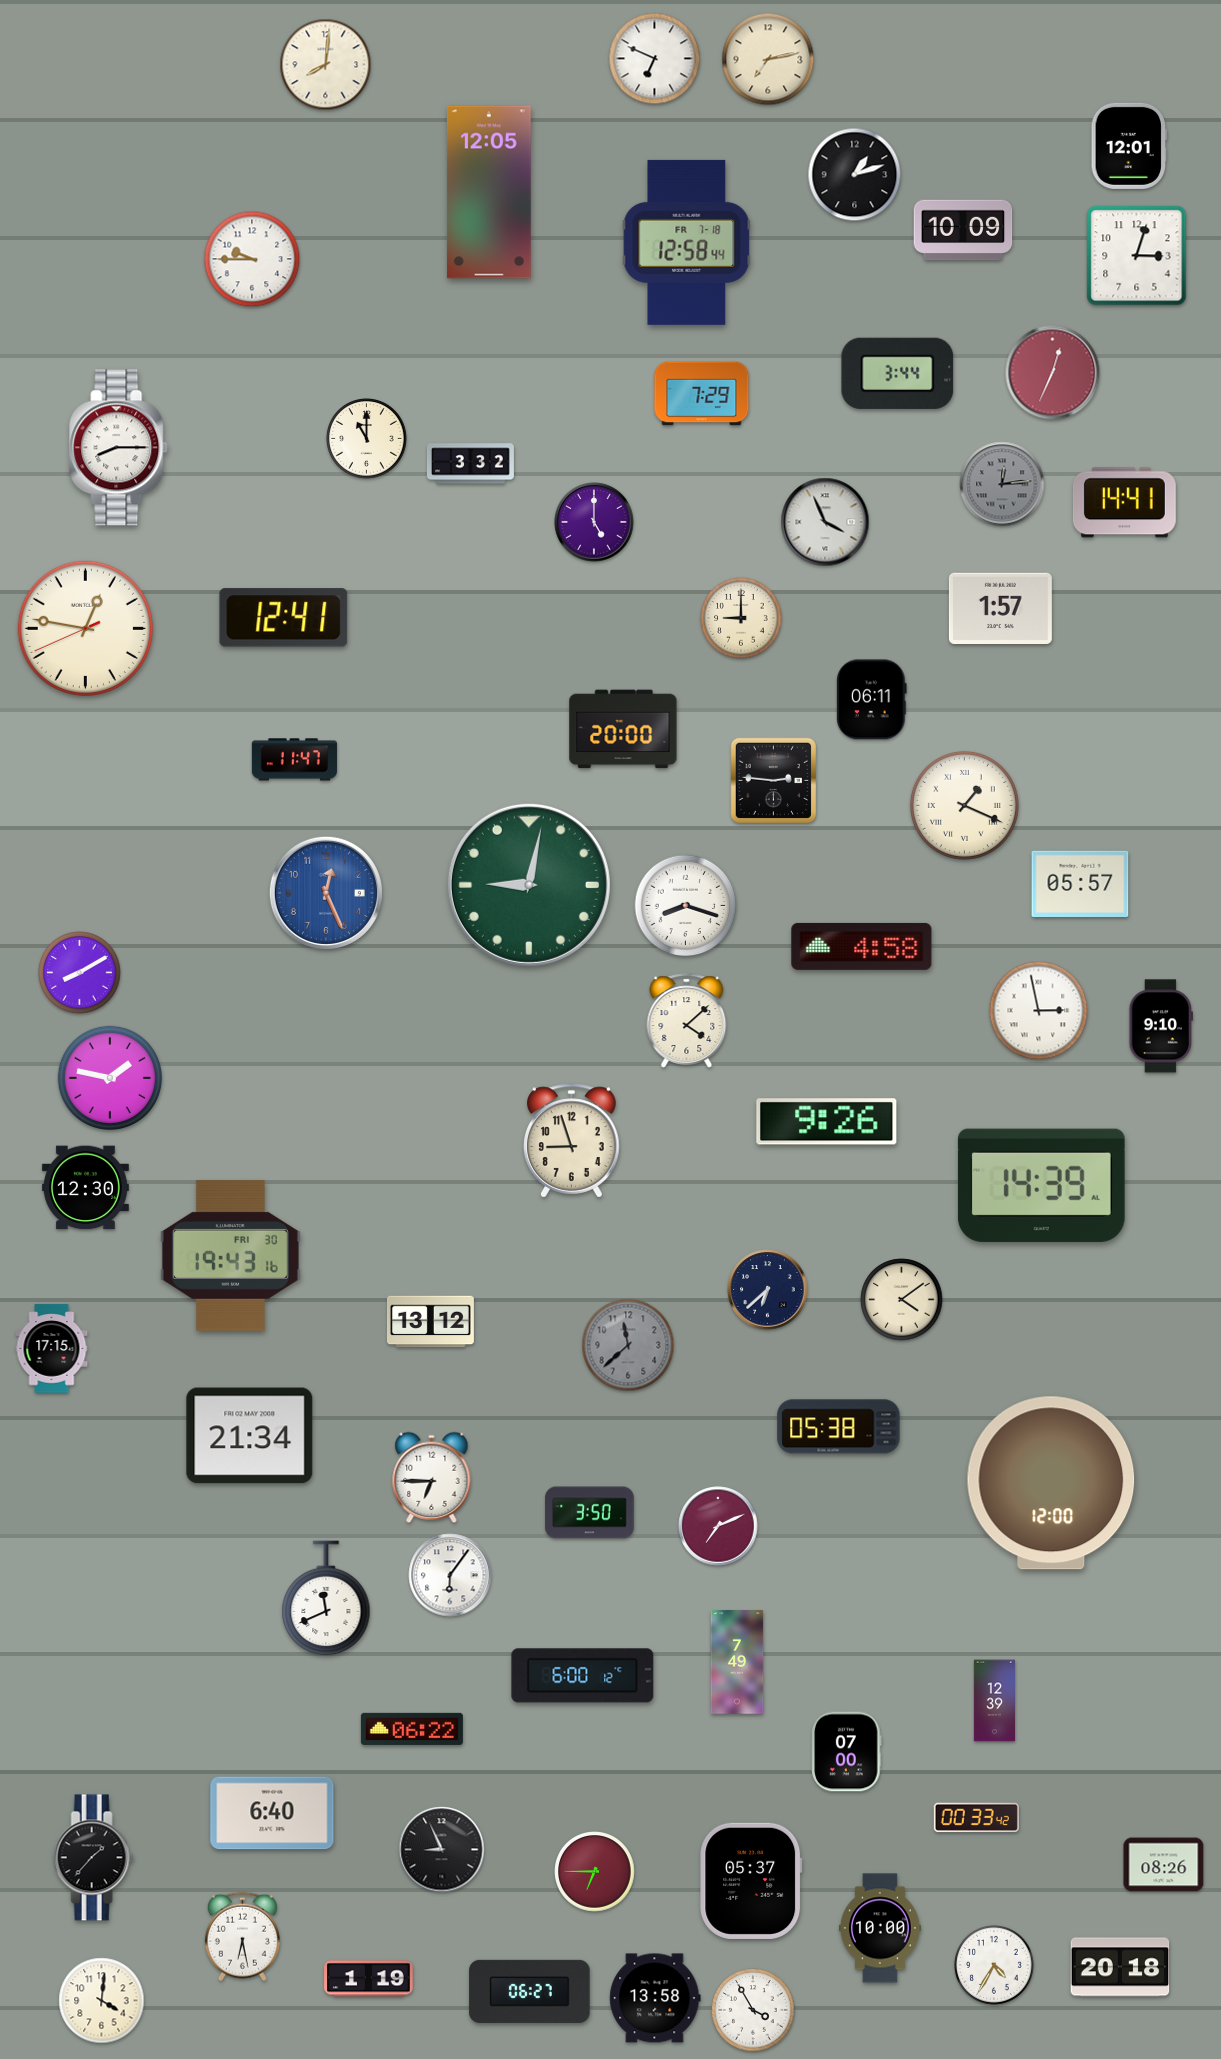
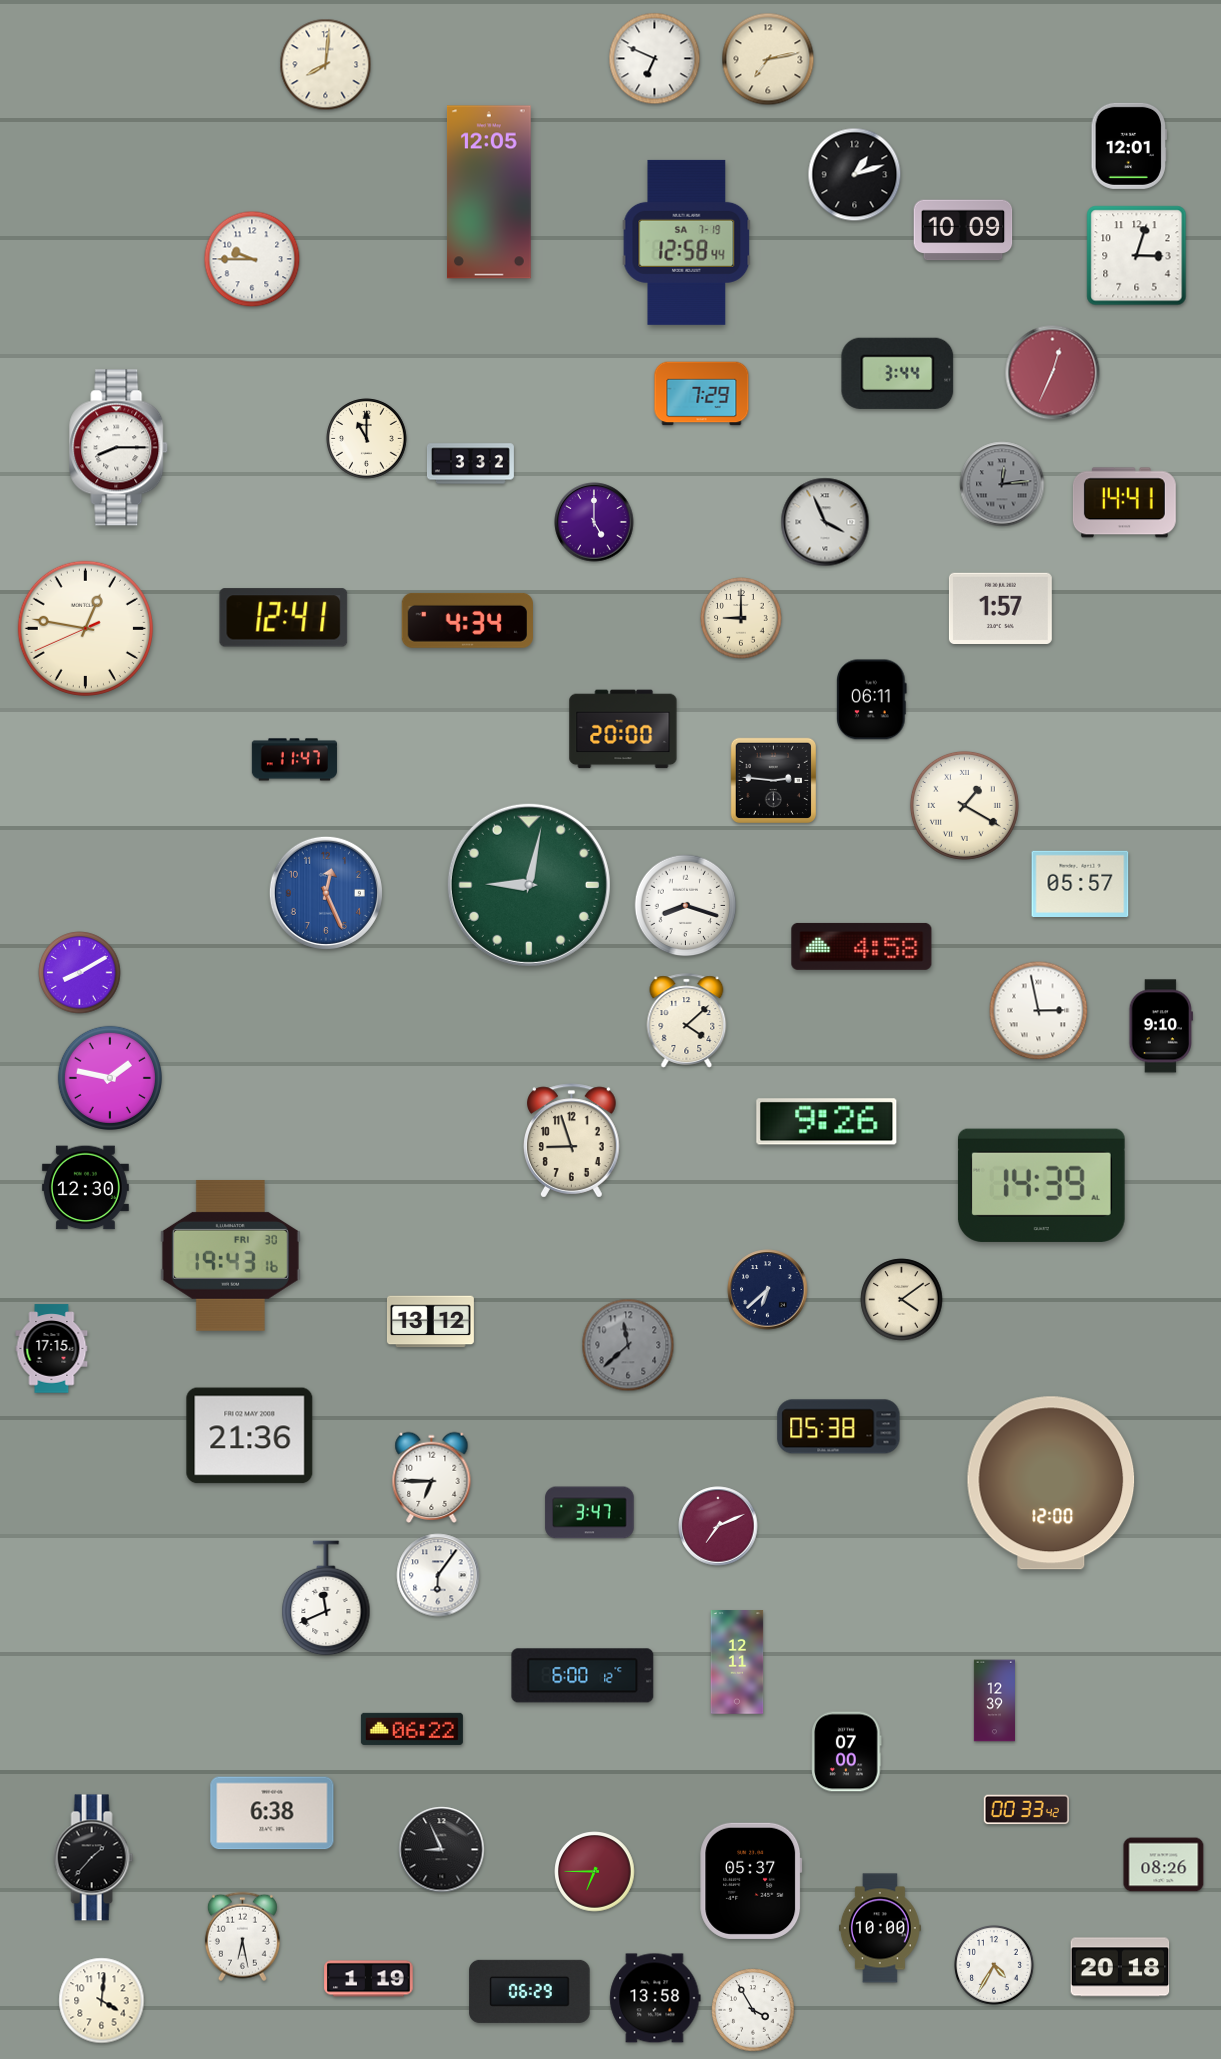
clock at (687, 242) date: FR 7-18 -> SA 7-19
clock at (467, 620): none -> 4:34
clock at (964, 805): 1:19 -> 1:20
clock at (250, 1436): 21:34 -> 21:36
clock at (590, 1513): 3:50 -> 3:47
clock at (450, 1575) position: (450, 1575) -> (438, 1575)
clock at (737, 1662): 7:49 -> 12:11
clock at (272, 1813): 6:40 -> 6:38
clock at (976, 1818) position: (976, 1818) -> (1026, 1810)
clock at (530, 1991): 06:27 -> 06:29
